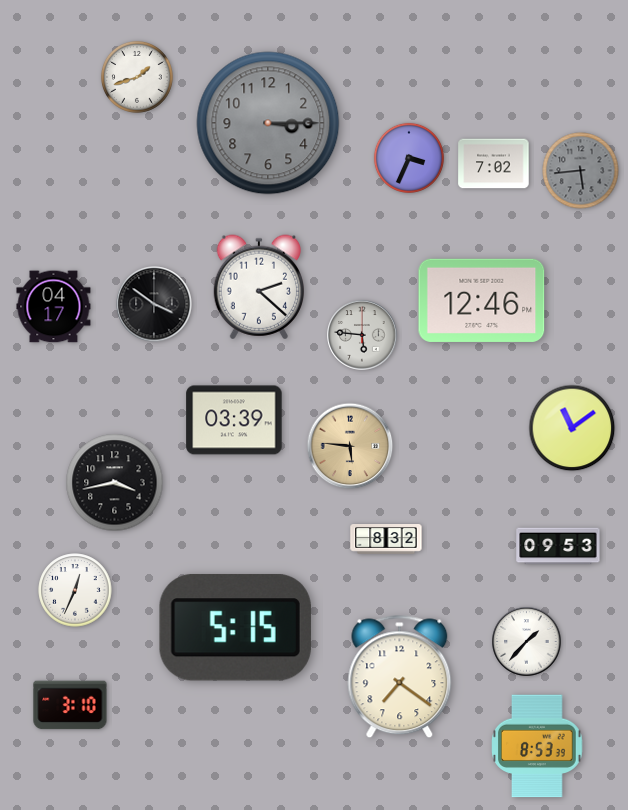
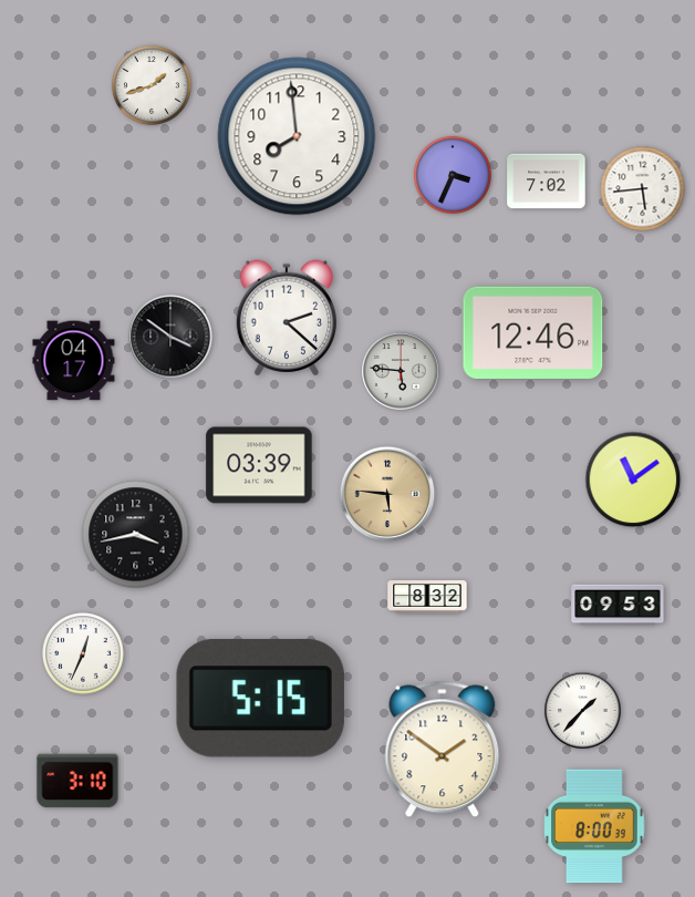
clock at (268, 123): 3:15 -> 7:59
clock at (268, 123) dial: grey -> white
clock at (581, 171) dial: grey -> white
clock at (54, 307) position: (54, 307) -> (74, 361)
clock at (572, 428) position: (572, 428) -> (633, 480)
clock at (115, 483) position: (115, 483) -> (136, 535)
clock at (235, 627) position: (235, 627) -> (260, 698)
clock at (400, 677): 7:21 -> 1:51
clock at (537, 746): 8:53 -> 8:00
